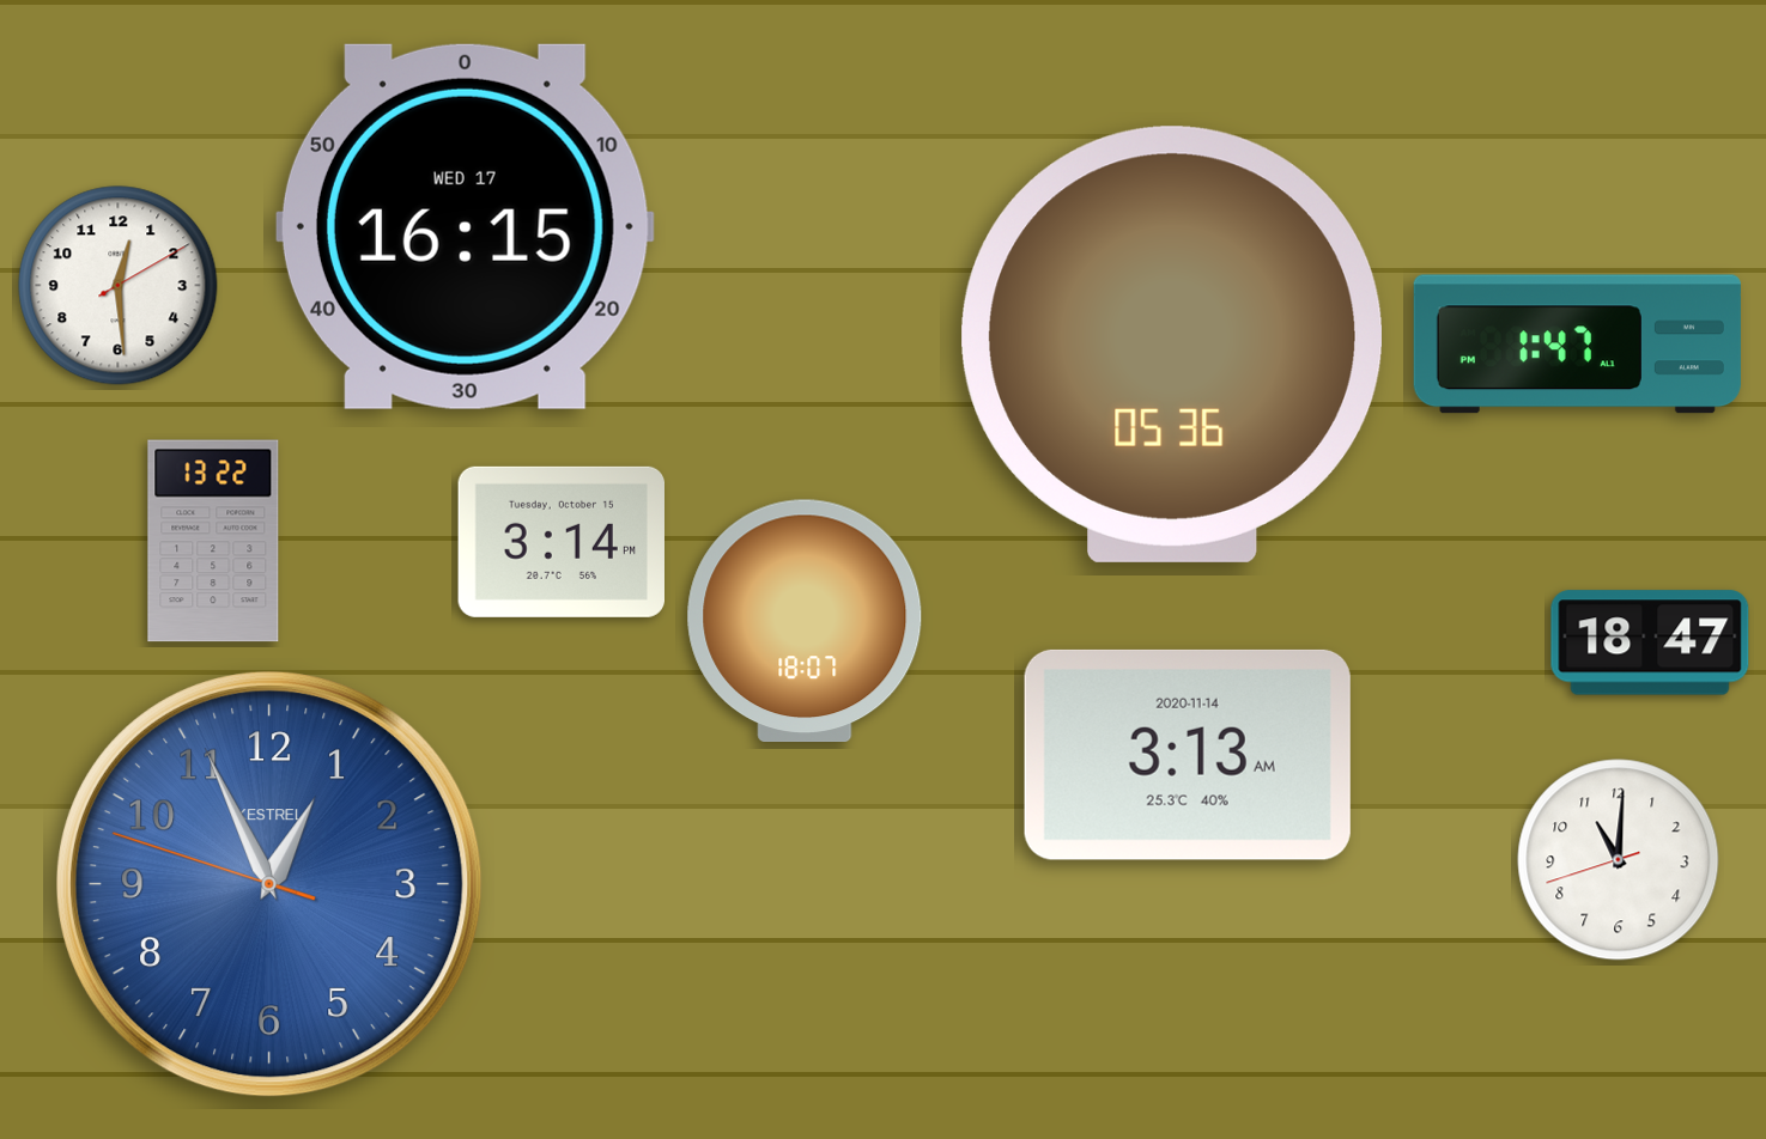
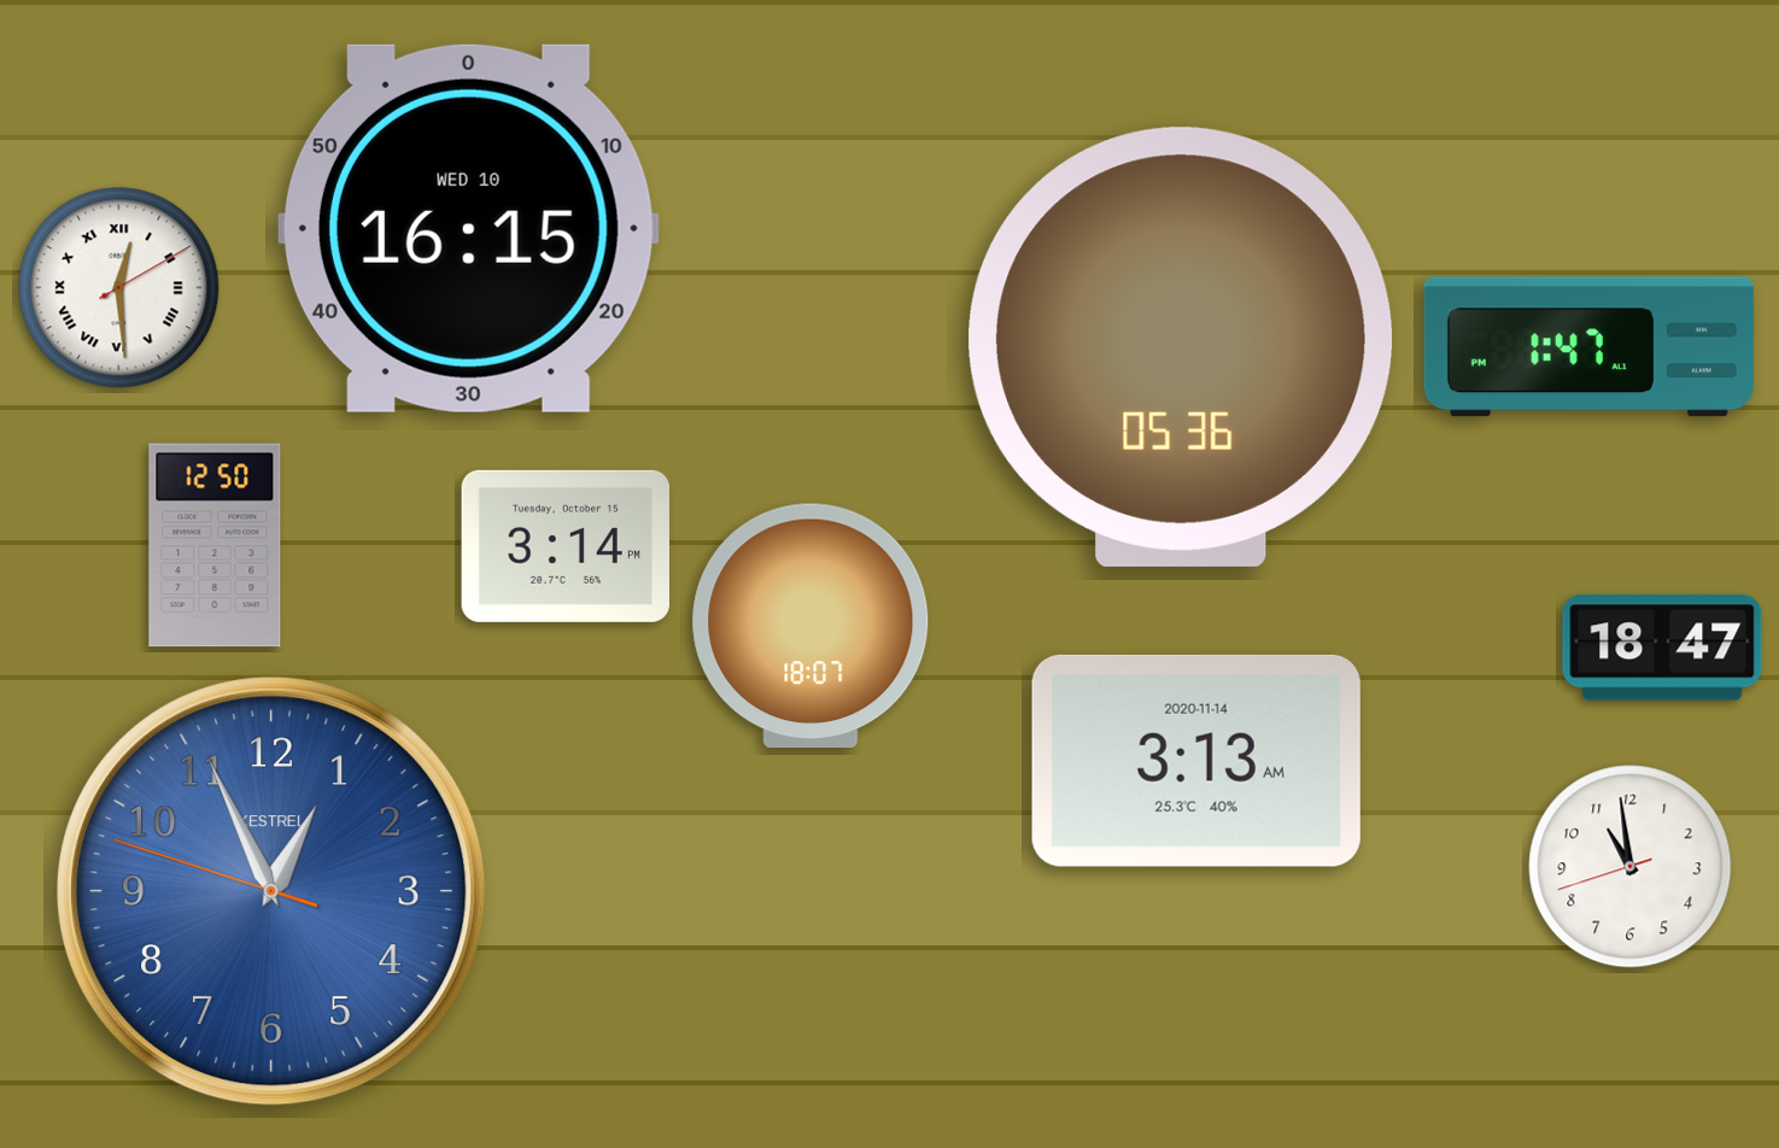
clock at (465, 226) date: WED 17 -> WED 10
clock at (119, 286) numerals: Arabic -> Roman
clock at (213, 541): 13:22 -> 12:50
clock at (1619, 860): 11:00 -> 10:58
